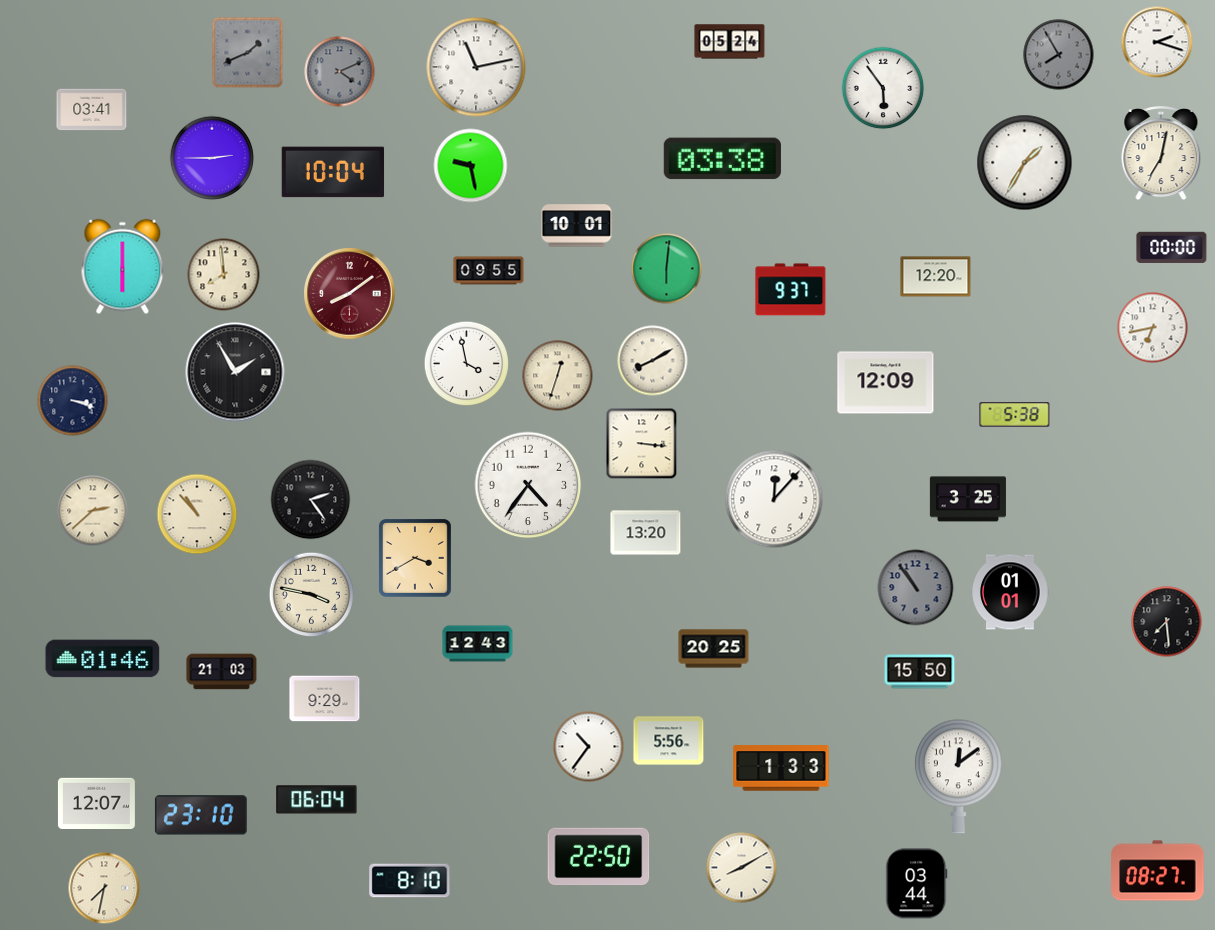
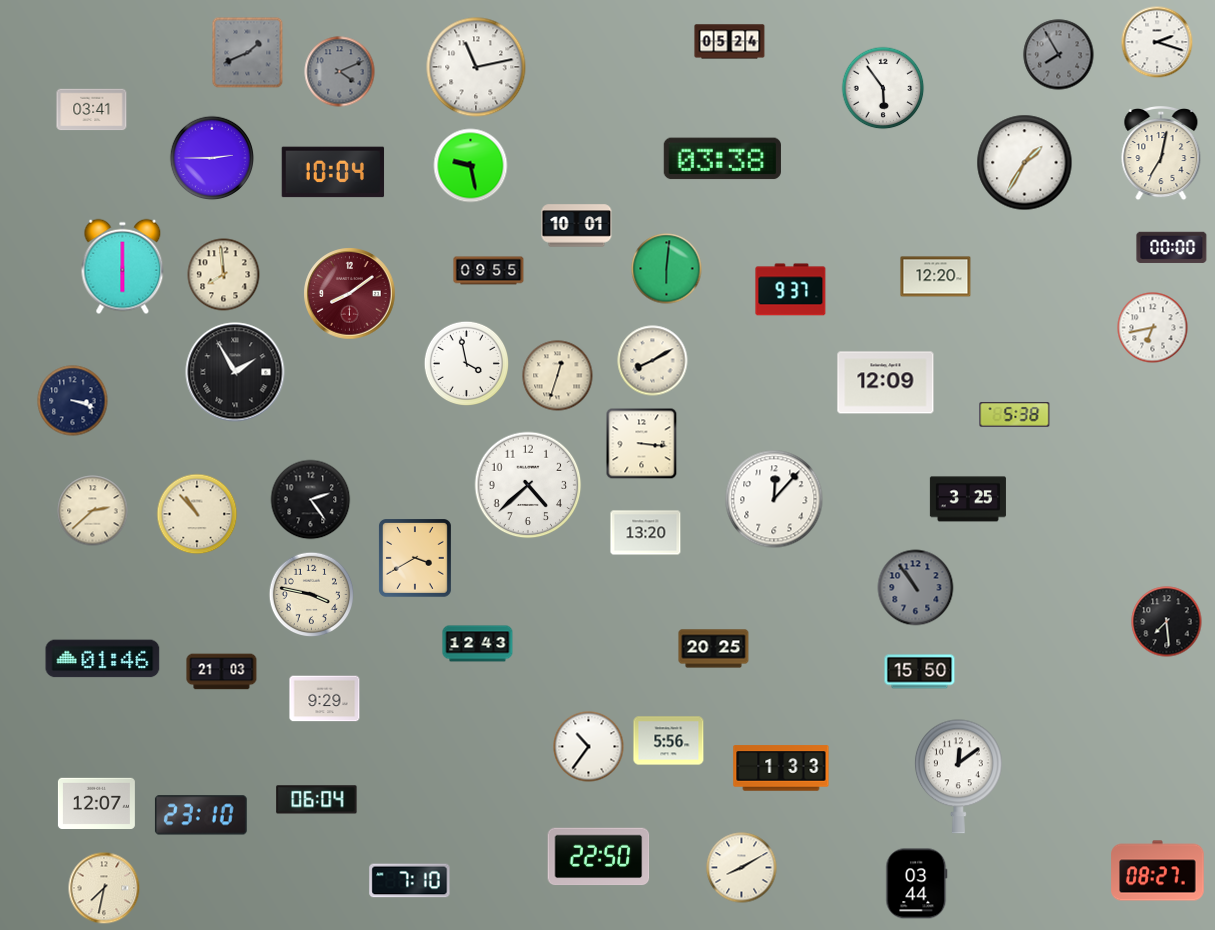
clock at (528, 485): 4:36 -> 4:38
clock at (1011, 592): 01:01 -> none
clock at (410, 881): 8:10 -> 7:10
